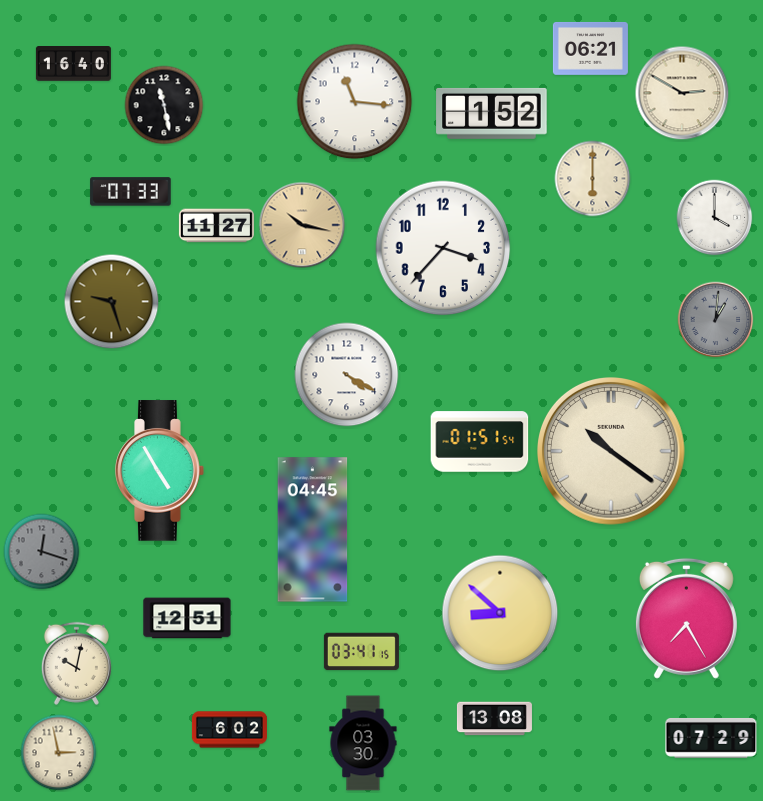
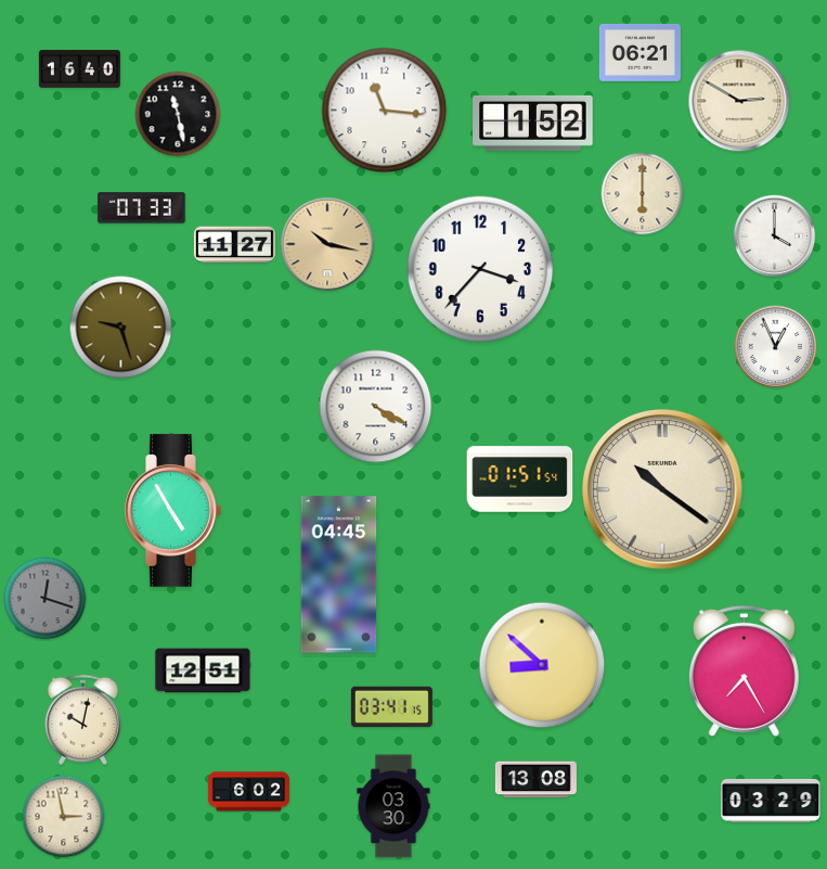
clock at (716, 320): 1:01 -> 12:56
clock at (716, 320) dial: grey -> white
clock at (711, 738): 07:29 -> 03:29
